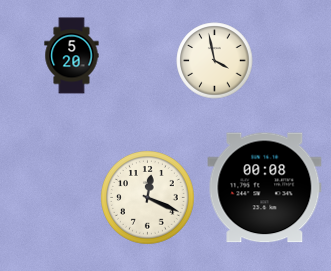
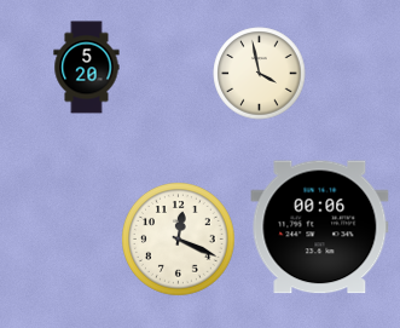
clock at (265, 188): 00:08 -> 00:06
